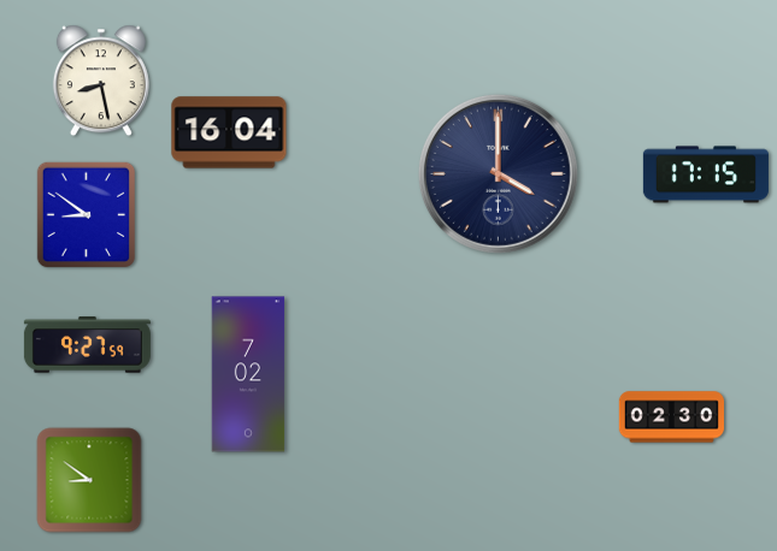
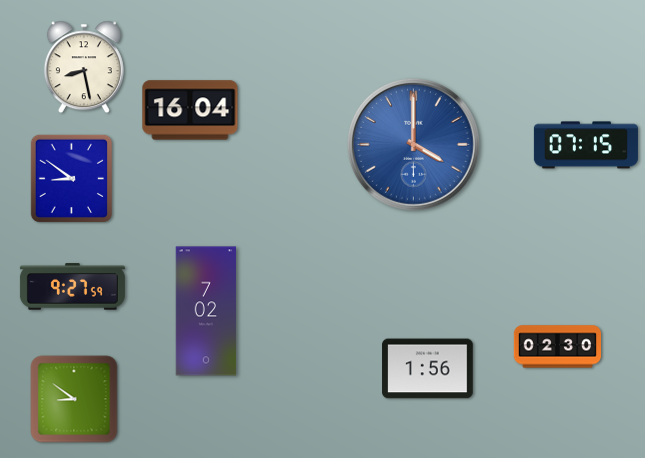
clock at (498, 173) dial: navy -> blue
clock at (706, 174): 17:15 -> 07:15
clock at (428, 369): none -> 1:56
